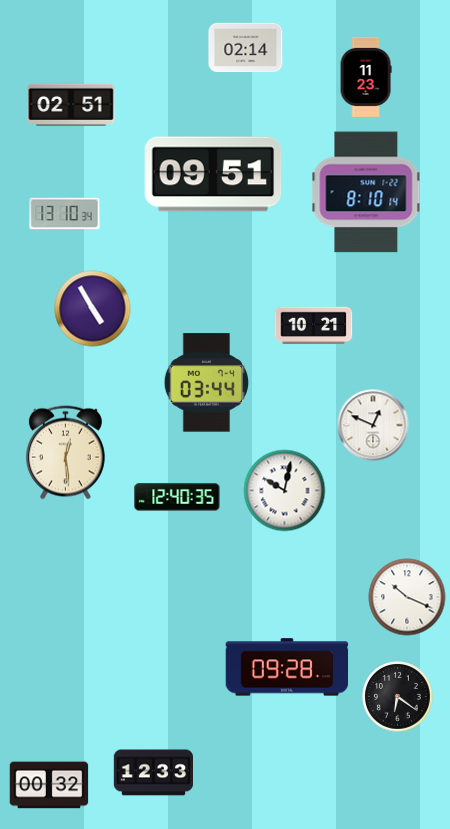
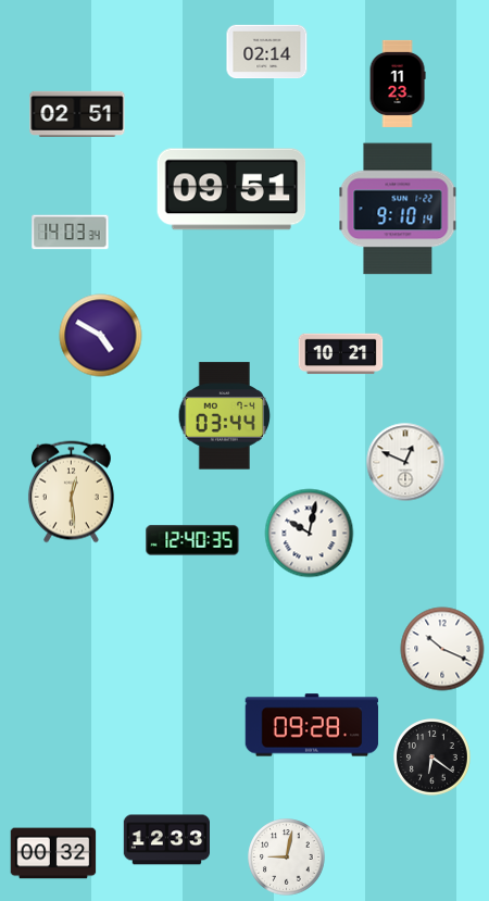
clock at (366, 192): 8:10 -> 9:10
clock at (65, 214): 13:10 -> 14:03
clock at (93, 309): 4:55 -> 4:50
clock at (287, 858): none -> 9:02
